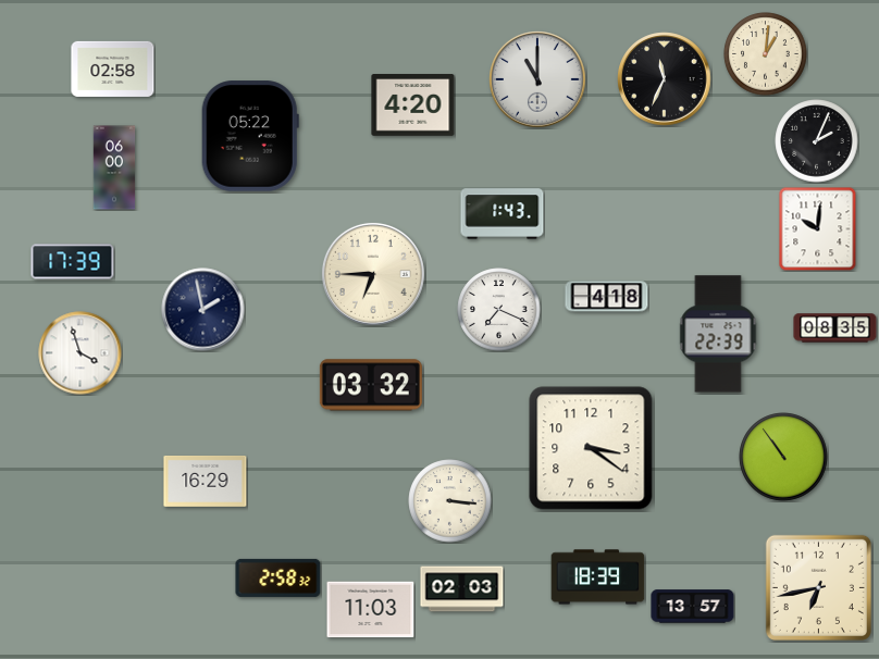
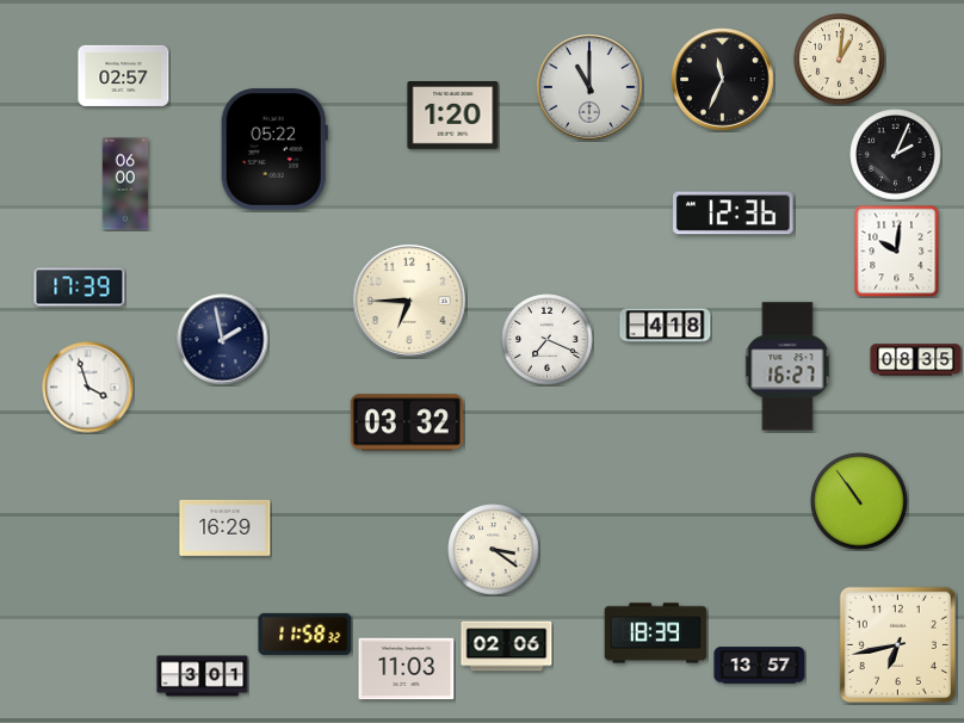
clock at (113, 69): 02:58 -> 02:57
clock at (665, 79) position: (665, 79) -> (723, 80)
clock at (413, 105): 4:20 -> 1:20
clock at (734, 214): none -> 12:36
clock at (503, 214): 1:43 -> none
clock at (718, 334): 22:39 -> 16:27
clock at (591, 448): 3:21 -> none
clock at (450, 501): 3:16 -> 3:21
clock at (278, 577): 2:58 -> 11:58
clock at (462, 589): 02:03 -> 02:06
clock at (203, 676): none -> 3:01
